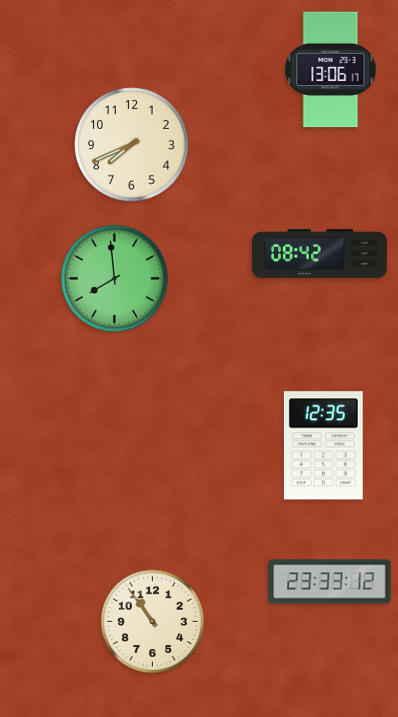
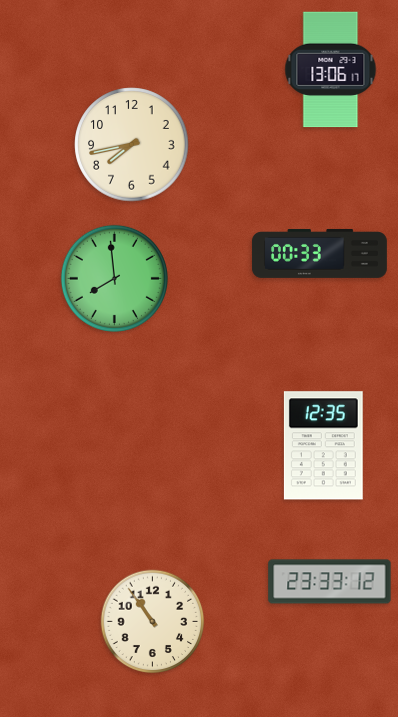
clock at (132, 145): 7:41 -> 7:43
clock at (319, 253): 08:42 -> 00:33
